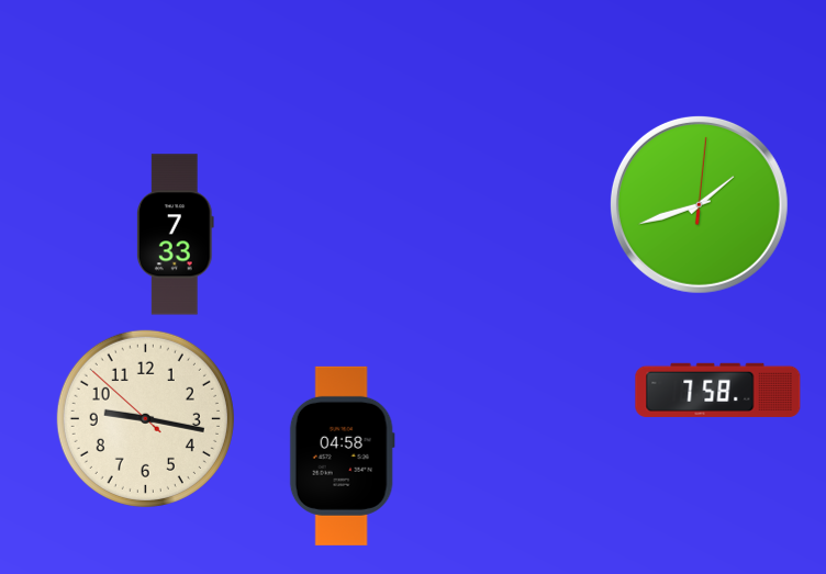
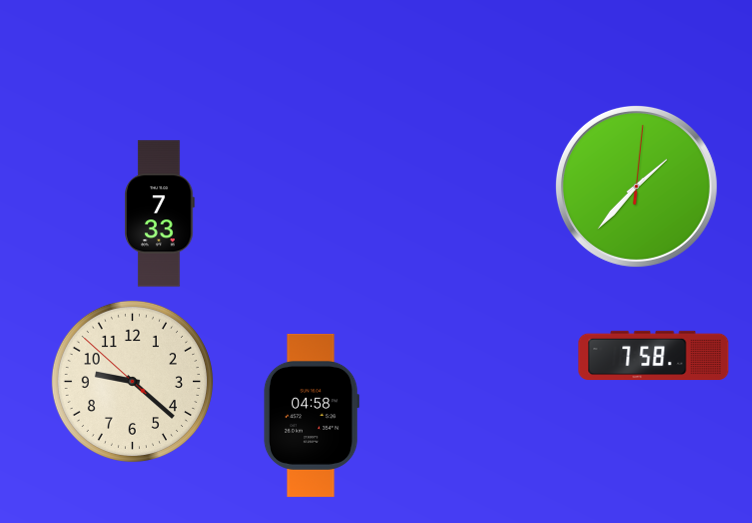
clock at (699, 204): 1:42 -> 1:37
clock at (145, 418): 9:16 -> 9:21
